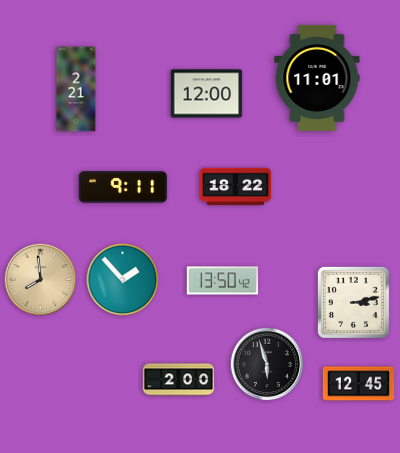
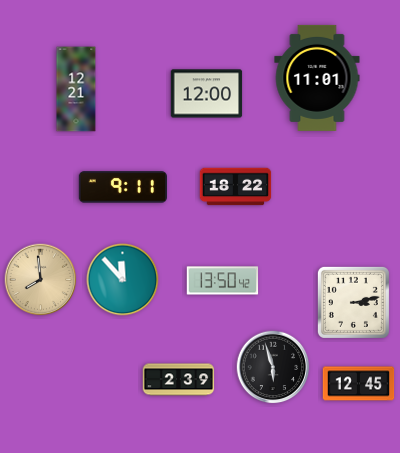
clock at (76, 89): 2:21 -> 12:21
clock at (123, 280): 1:53 -> 11:53
clock at (267, 364) position: (267, 364) -> (273, 367)
clock at (179, 380): 2:00 -> 2:39
